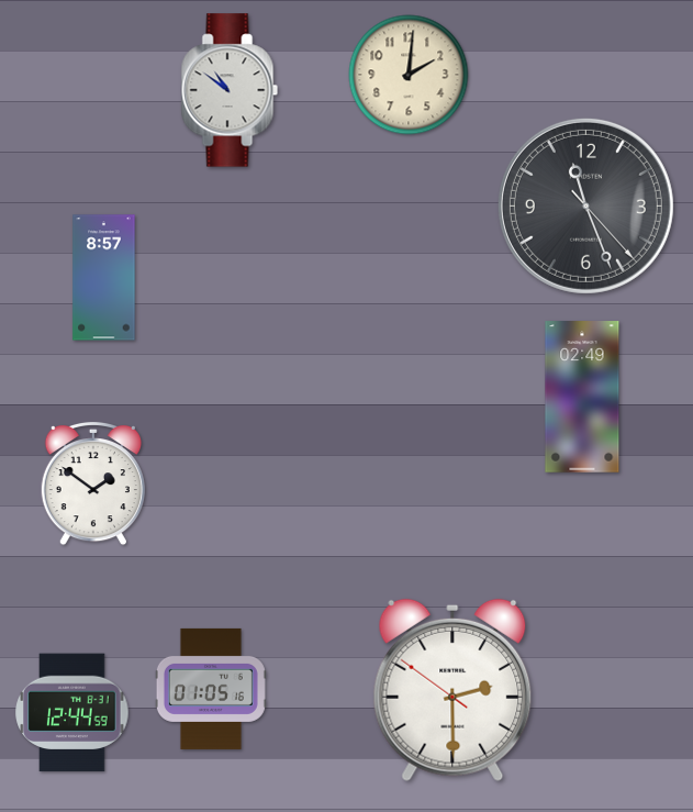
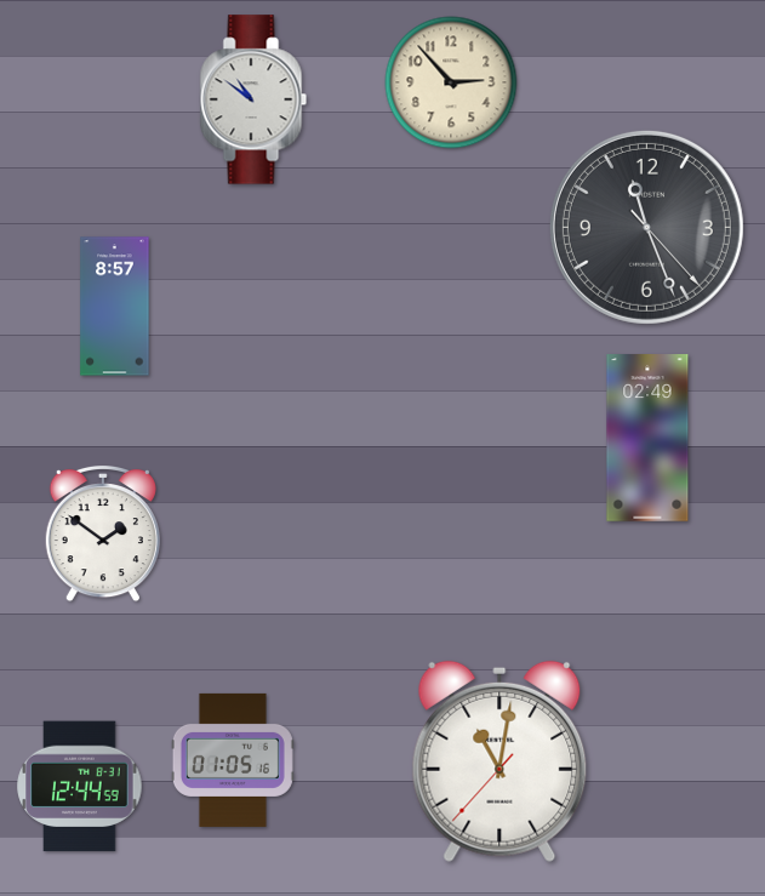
clock at (409, 75): 2:01 -> 2:53
clock at (582, 397) position: (582, 397) -> (647, 438)
clock at (452, 690): 2:29 -> 11:01
